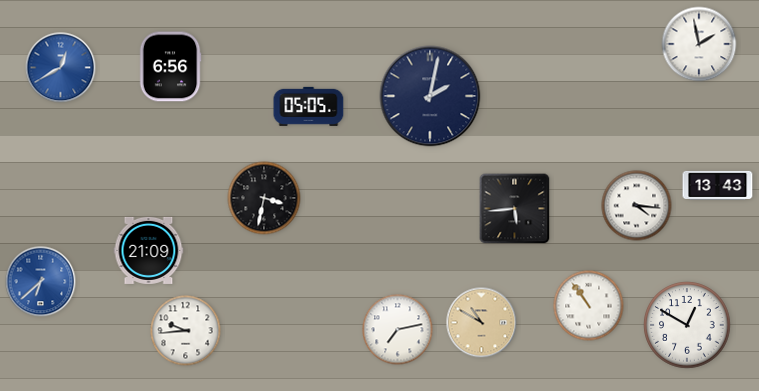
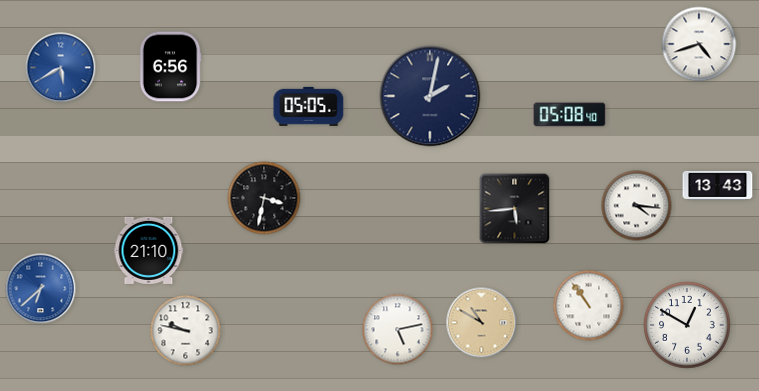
clock at (699, 44): 1:58 -> 4:42
clock at (61, 68): 12:40 -> 5:40
clock at (570, 115): none -> 05:08
clock at (149, 250): 21:09 -> 21:10
clock at (41, 282) position: (41, 282) -> (41, 289)
clock at (398, 330): 7:13 -> 5:13
clock at (186, 331): 9:44 -> 9:47
